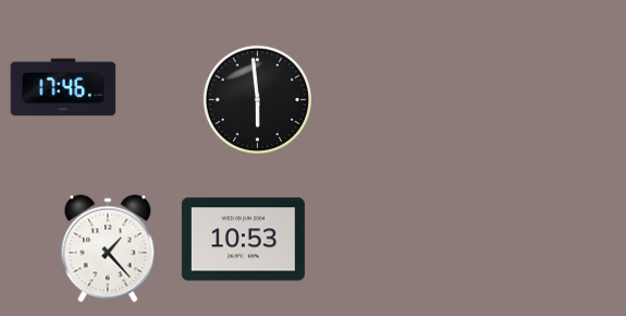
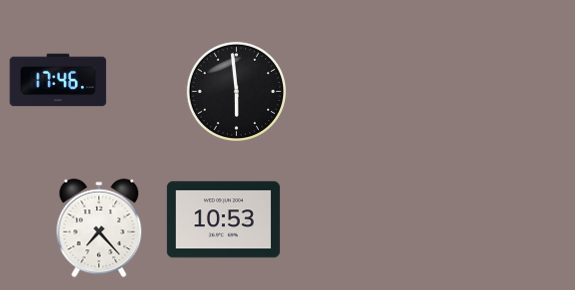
clock at (108, 248): 1:23 -> 7:23
